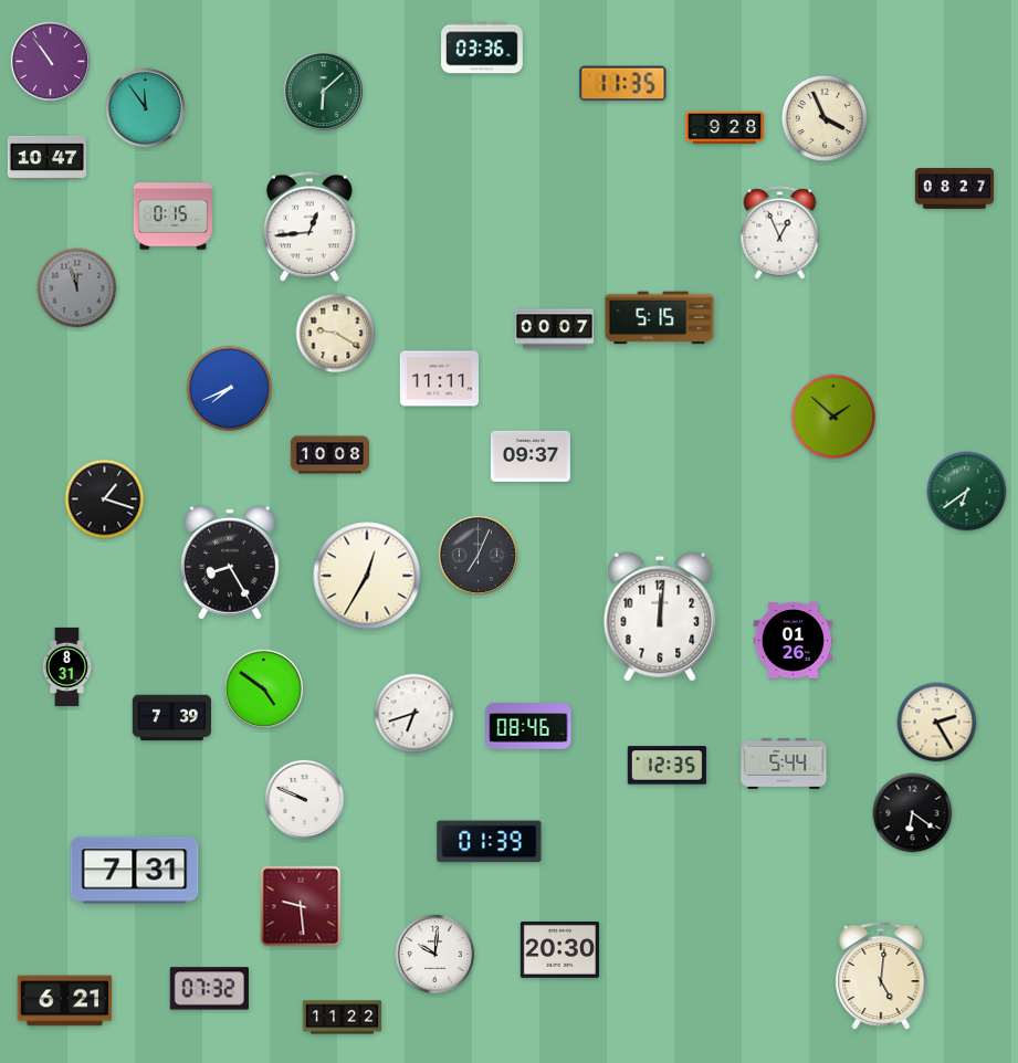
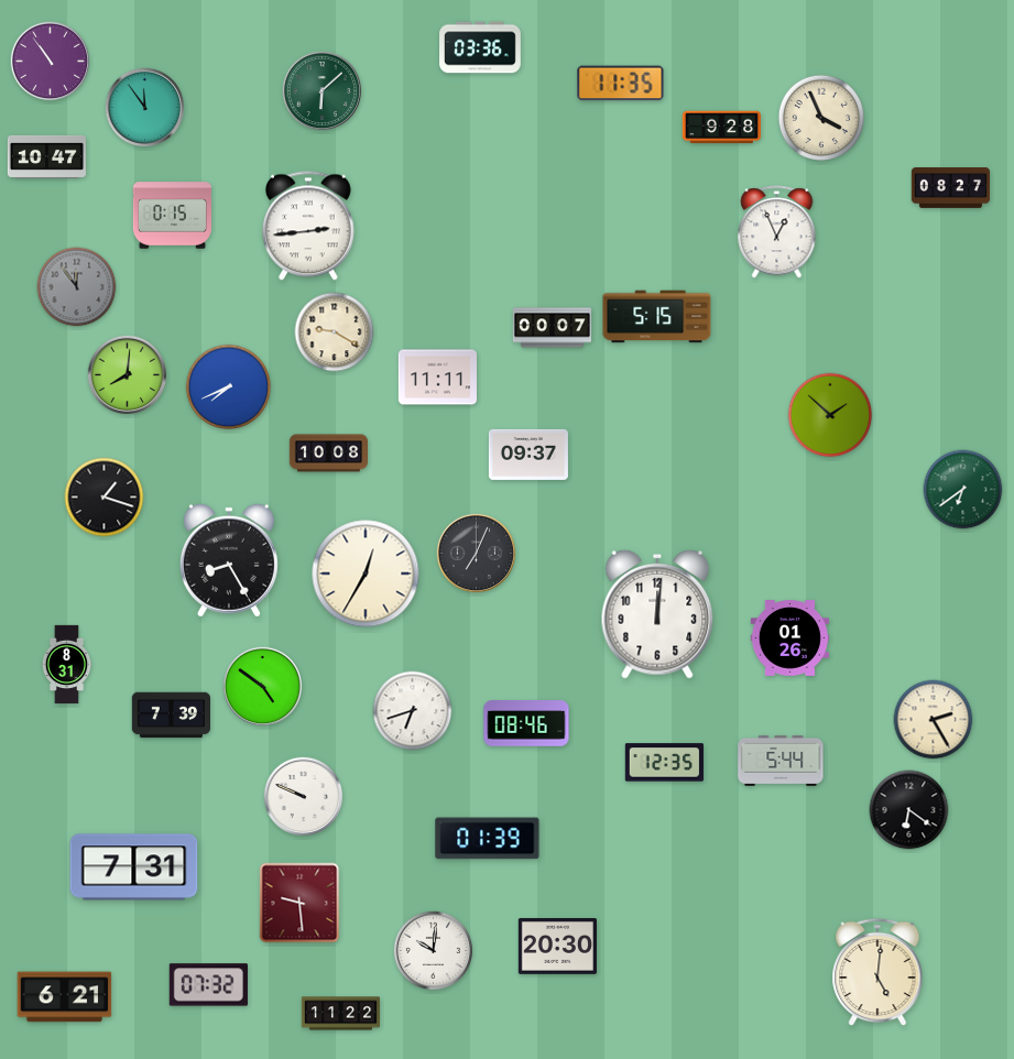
clock at (309, 227): 12:44 -> 2:44
clock at (77, 288): 11:57 -> 11:54
clock at (127, 374): none -> 8:01
